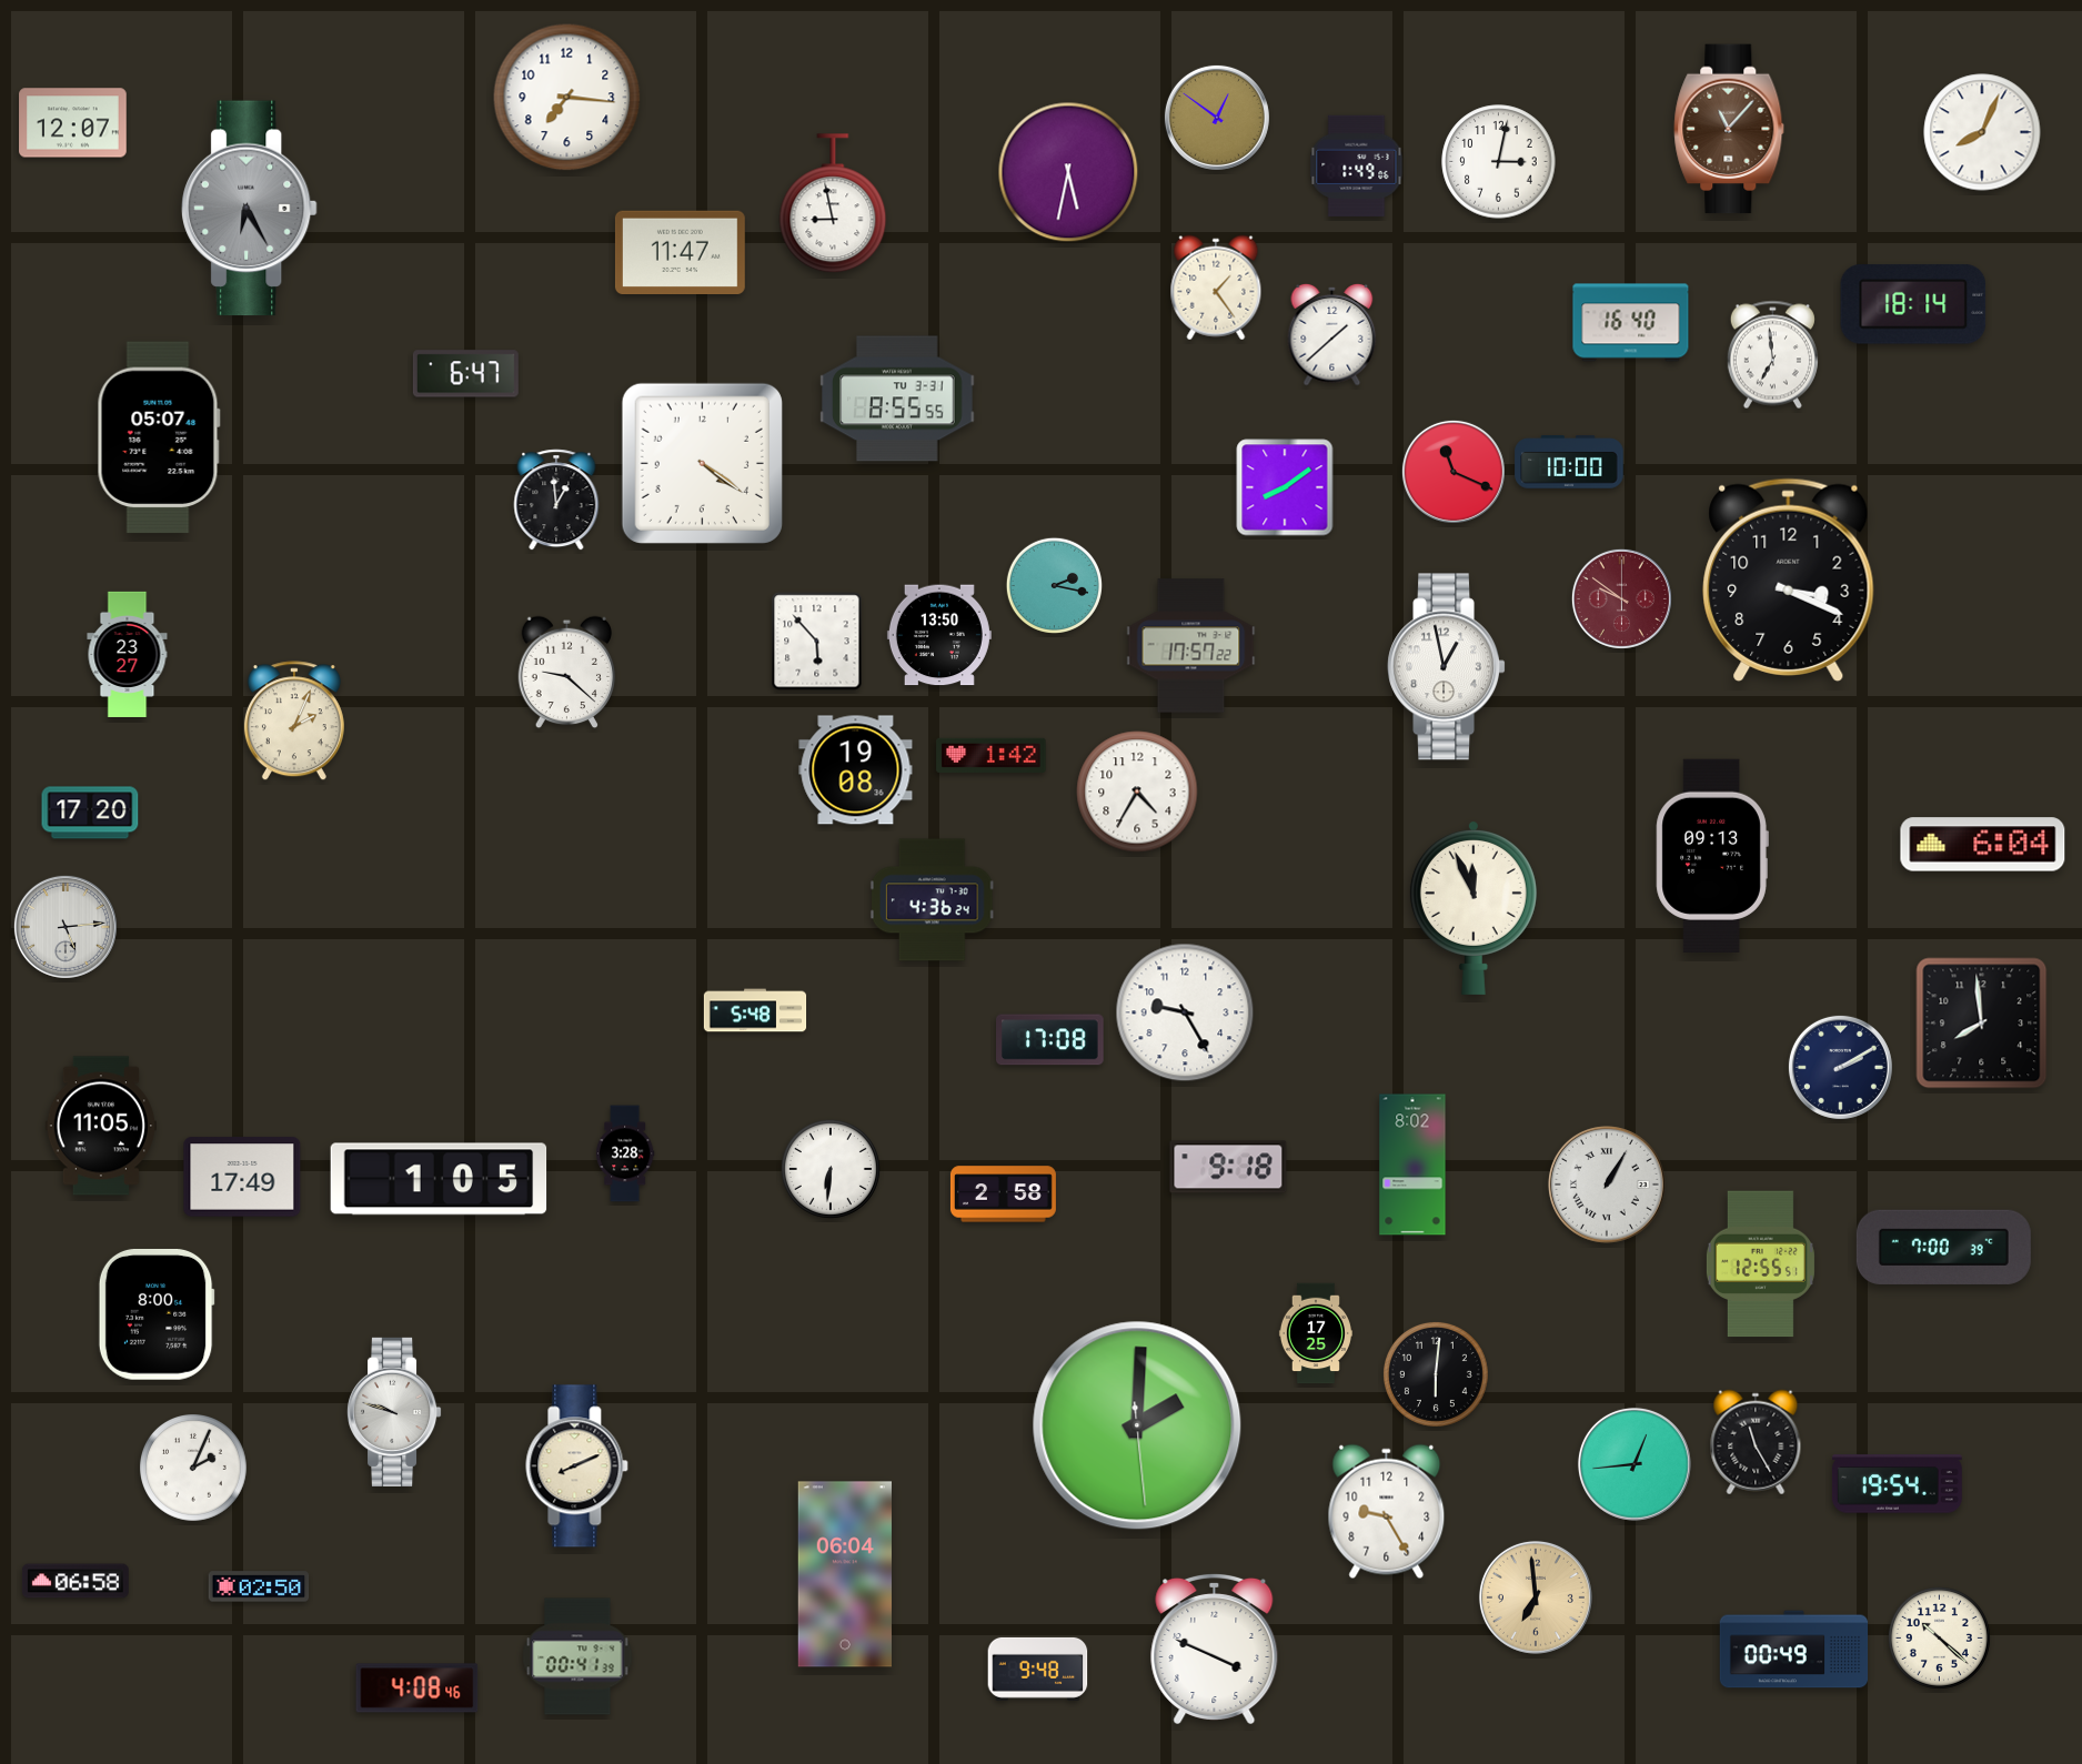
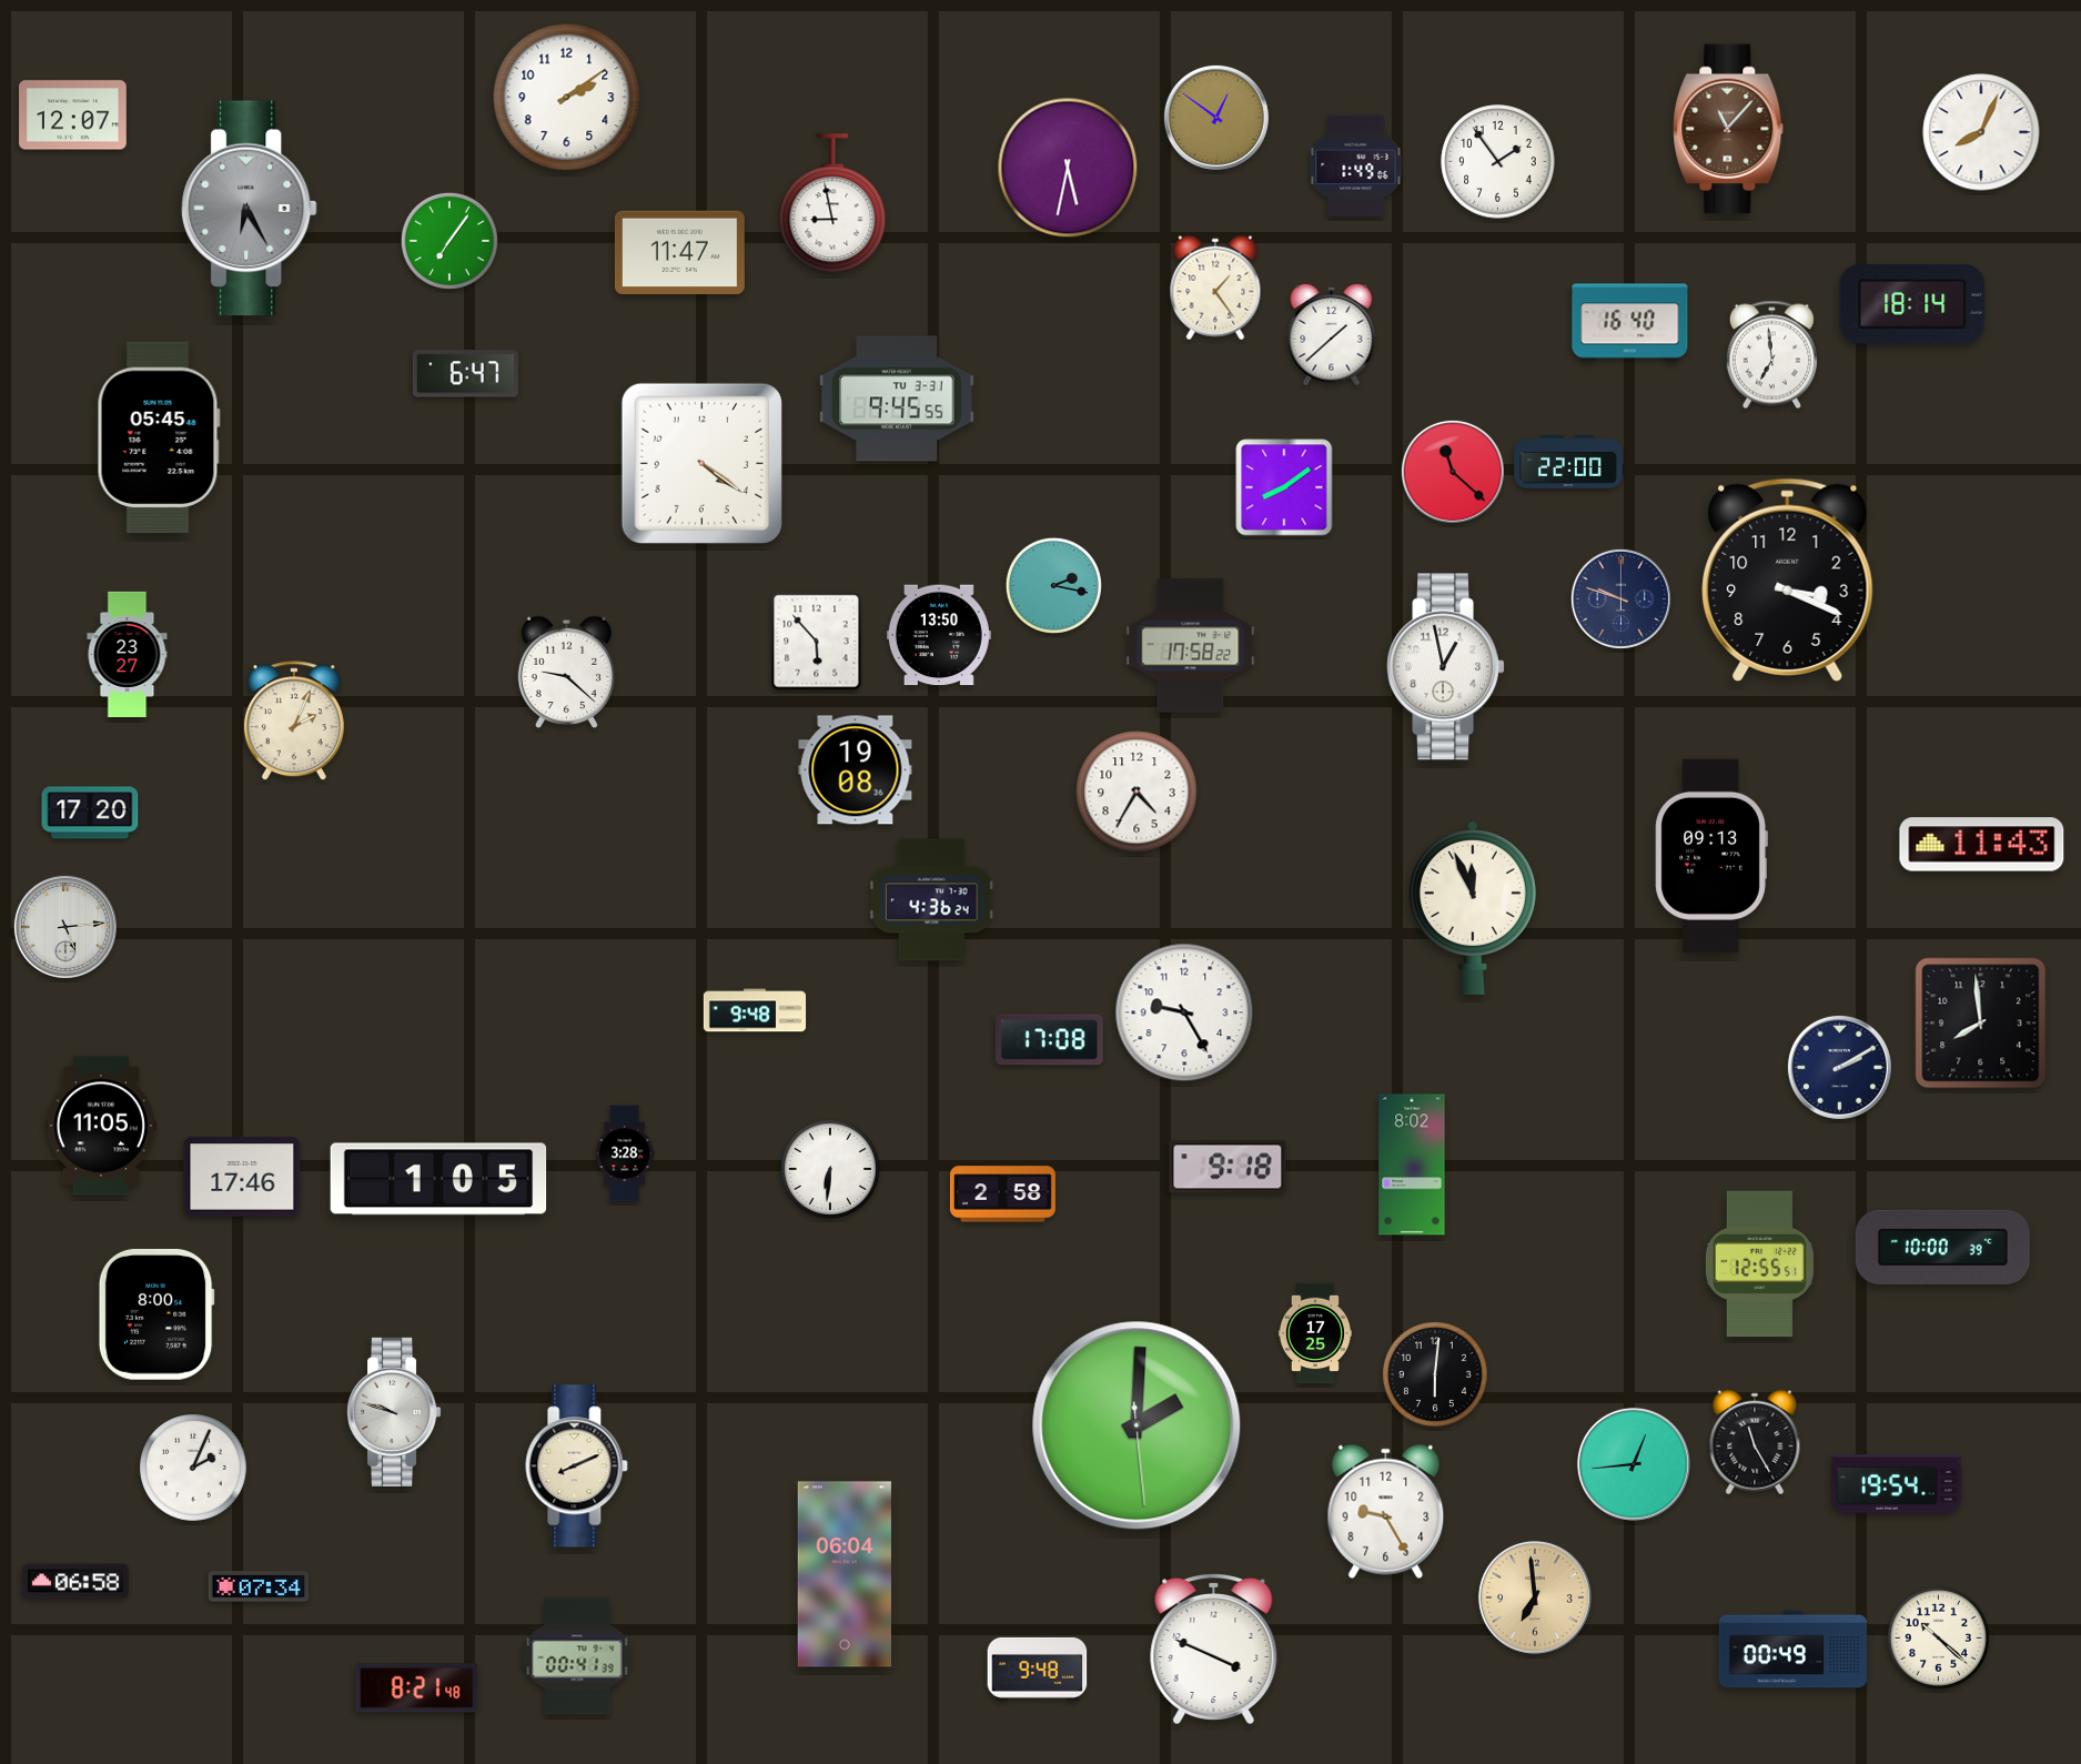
clock at (567, 98): 7:16 -> 2:09
clock at (73, 123) position: (73, 123) -> (73, 115)
clock at (1499, 162): 3:02 -> 1:54
clock at (1068, 172) position: (1068, 172) -> (1068, 168)
clock at (449, 241): none -> 7:06
clock at (897, 399): 8:55 -> 9:45
clock at (159, 437): 05:07 -> 05:45
clock at (1569, 462): 10:00 -> 22:00
clock at (1454, 472): 11:19 -> 11:22
clock at (556, 500): 12:59 -> none
clock at (1621, 598): 9:51 -> 9:48
clock at (1621, 598) dial: burgundy -> navy
clock at (1191, 646): 17:57 -> 17:58
clock at (992, 755): 1:42 -> none
clock at (1983, 845): 6:04 -> 11:43
clock at (755, 1010): 5:48 -> 9:48
clock at (242, 1177): 17:49 -> 17:46
clock at (1607, 1185): 1:05 -> none
clock at (1943, 1247): 7:00 -> 10:00
clock at (259, 1586): 02:50 -> 07:34
clock at (418, 1689): 4:08 -> 8:21
